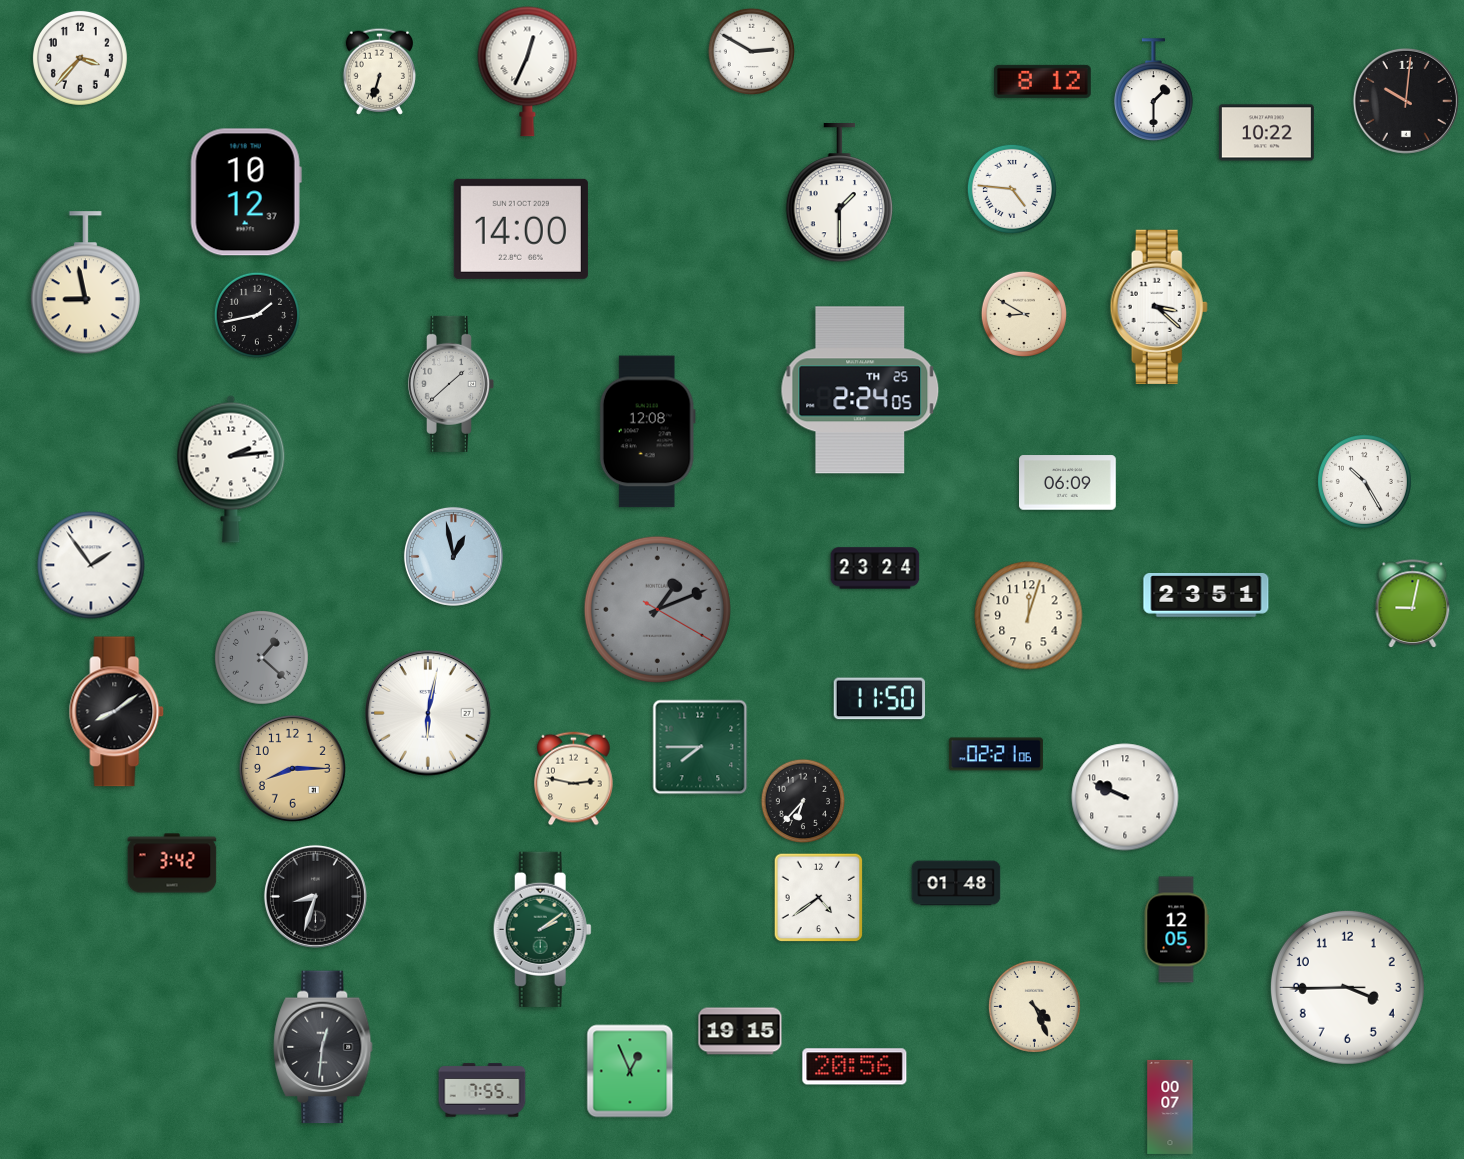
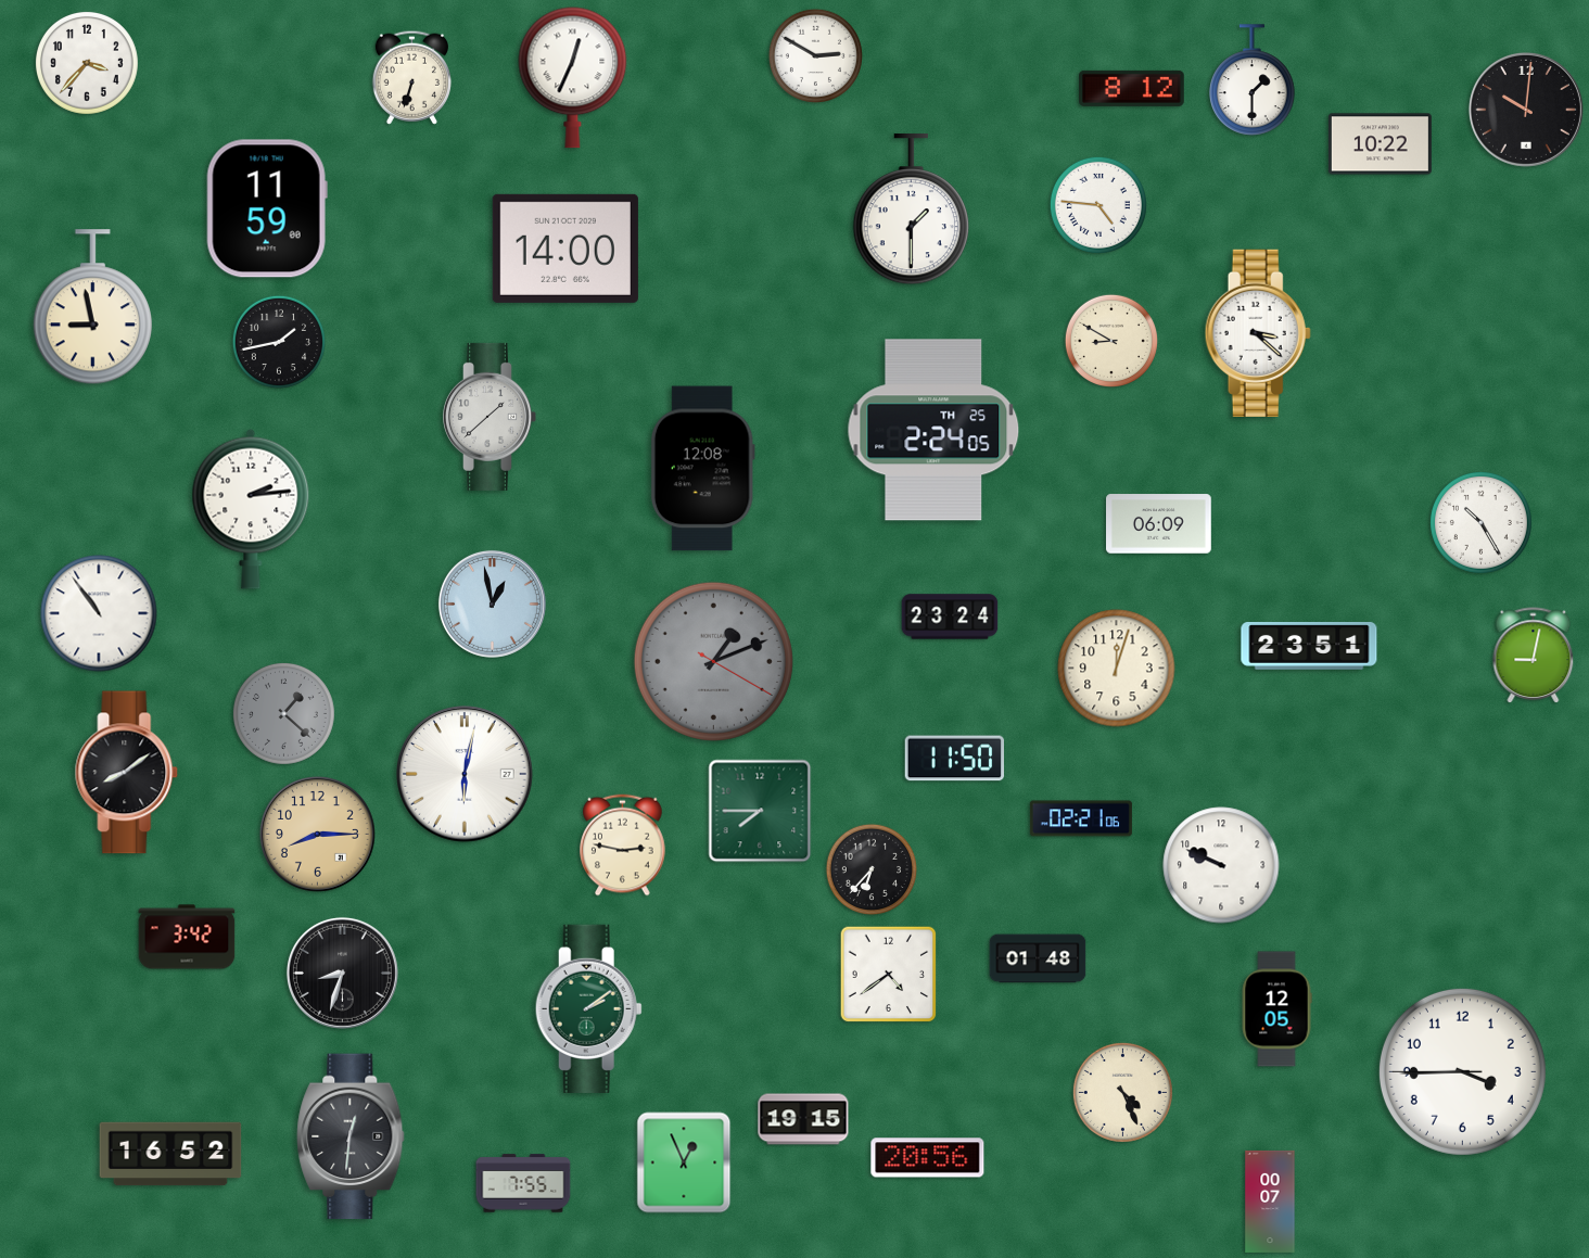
clock at (1154, 90) position: (1154, 90) -> (1253, 80)
clock at (1266, 133) position: (1266, 133) -> (1380, 144)
clock at (246, 192): 10:12 -> 11:59
clock at (860, 390) position: (860, 390) -> (933, 430)
clock at (91, 565): 1:54 -> 10:54
clock at (170, 1154): none -> 16:52
